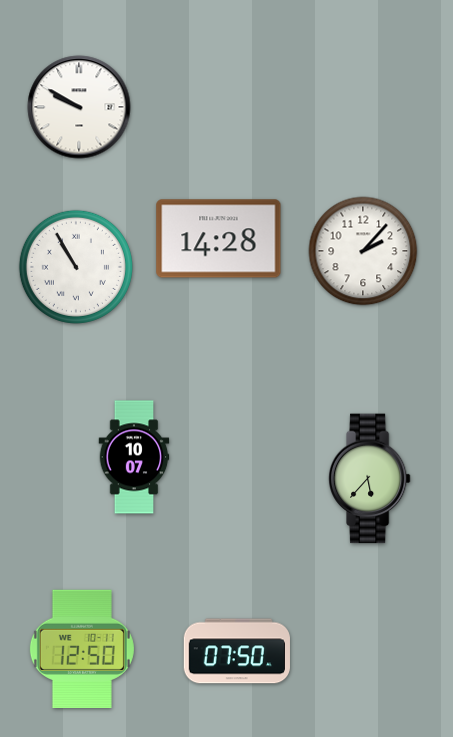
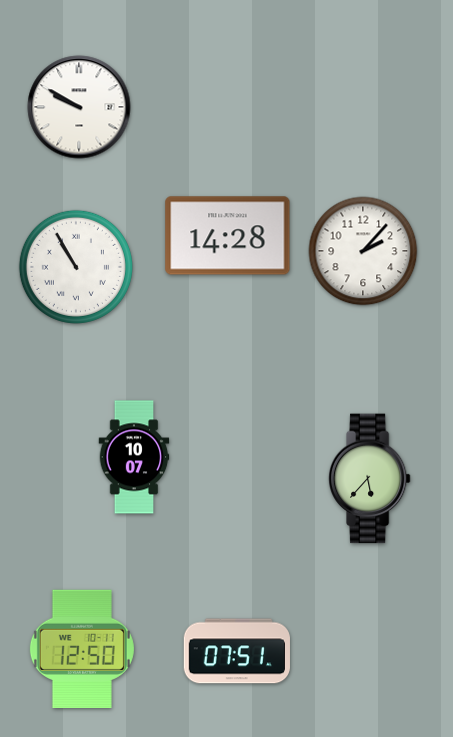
clock at (219, 239) position: (219, 239) -> (228, 236)
clock at (237, 651): 07:50 -> 07:51
